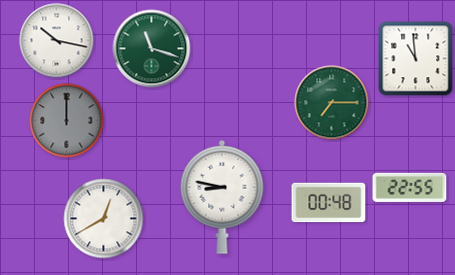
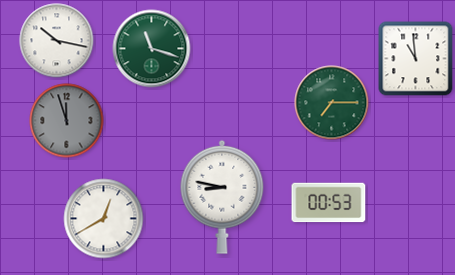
clock at (67, 121): 12:00 -> 11:57
clock at (410, 187): 22:55 -> none
clock at (329, 203): 00:48 -> 00:53
